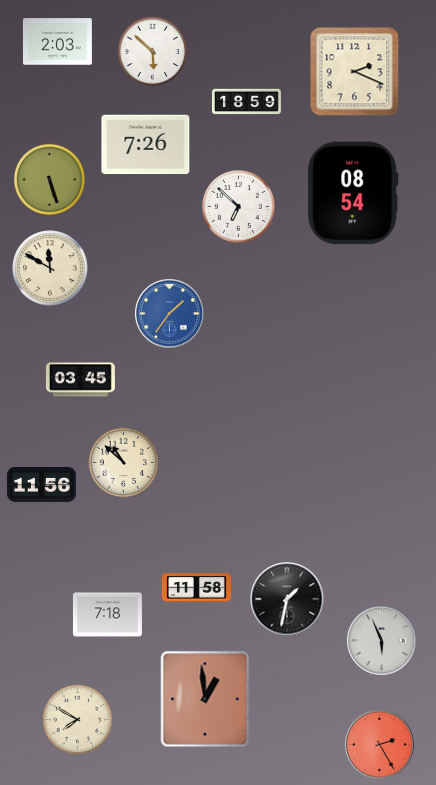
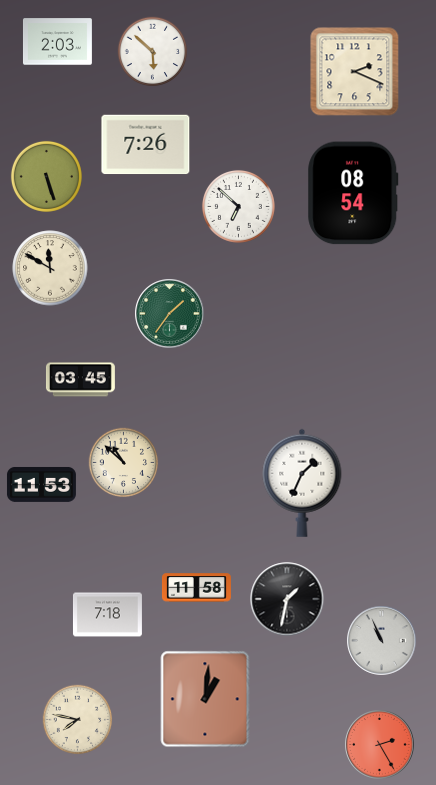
clock at (246, 102): 18:59 -> none
clock at (49, 179) position: (49, 179) -> (46, 176)
clock at (170, 314) dial: blue -> green
clock at (302, 483): none -> 1:34
clock at (41, 484): 11:56 -> 11:53
clock at (382, 641): 5:56 -> 10:56
clock at (205, 699): 12:59 -> 1:01
clock at (78, 720): 7:50 -> 7:47
